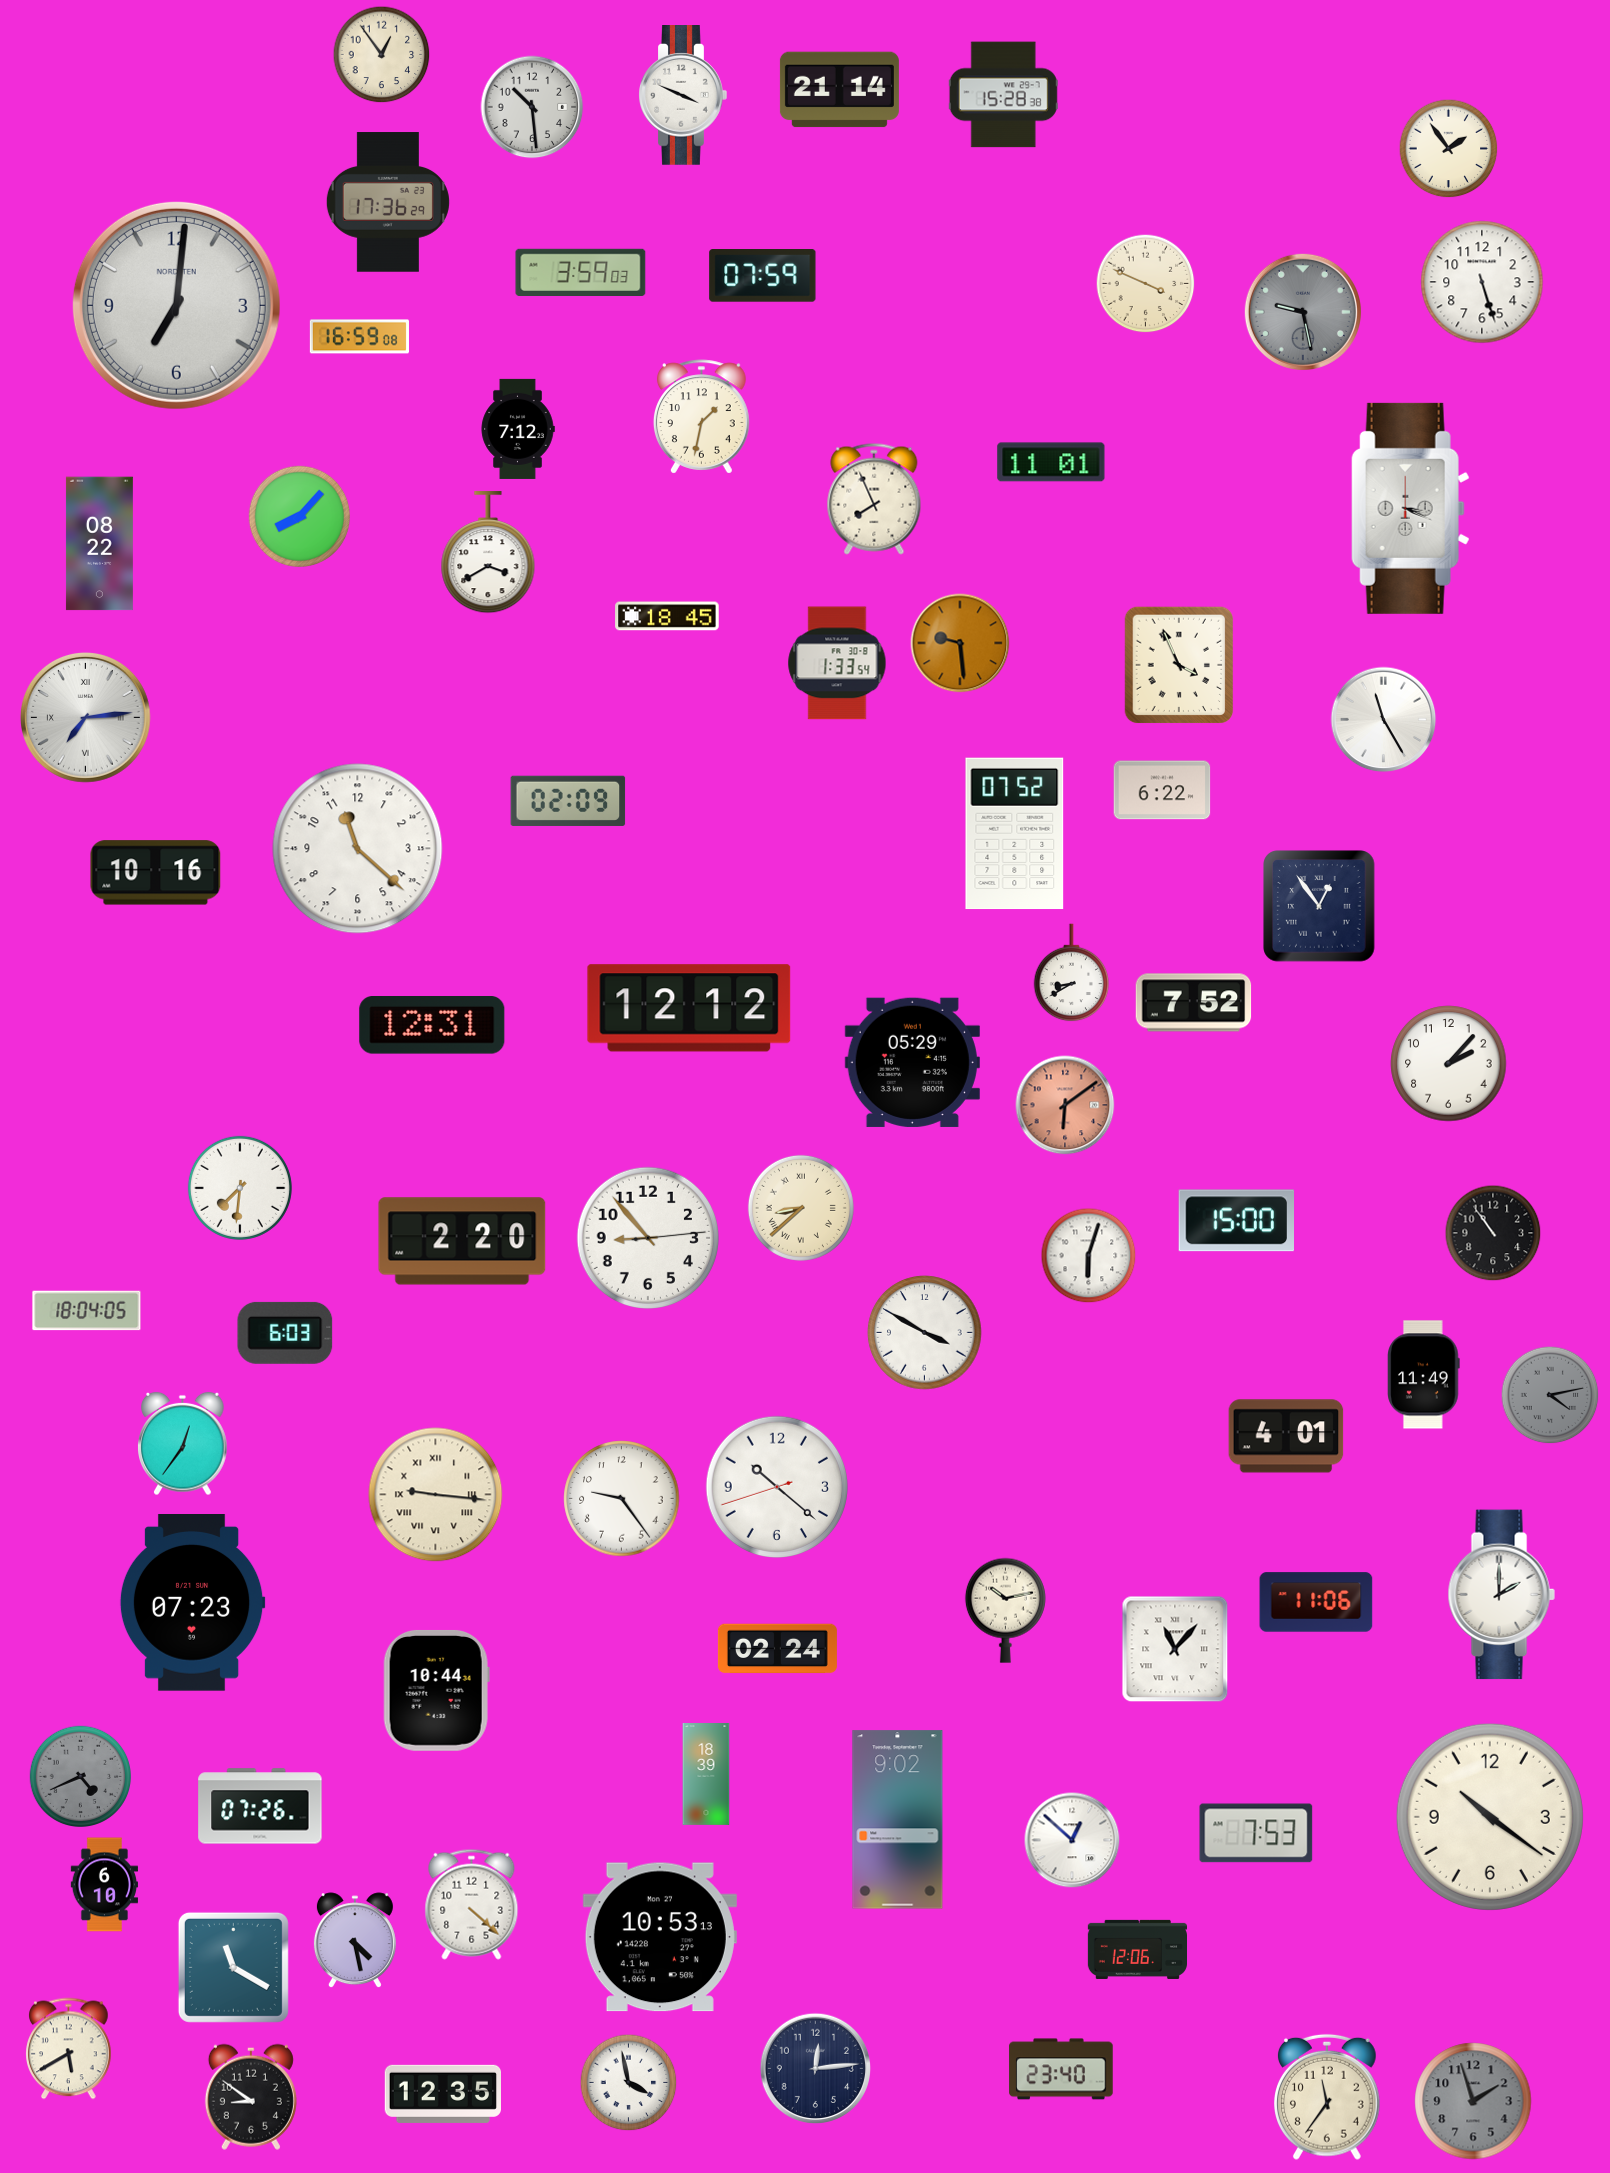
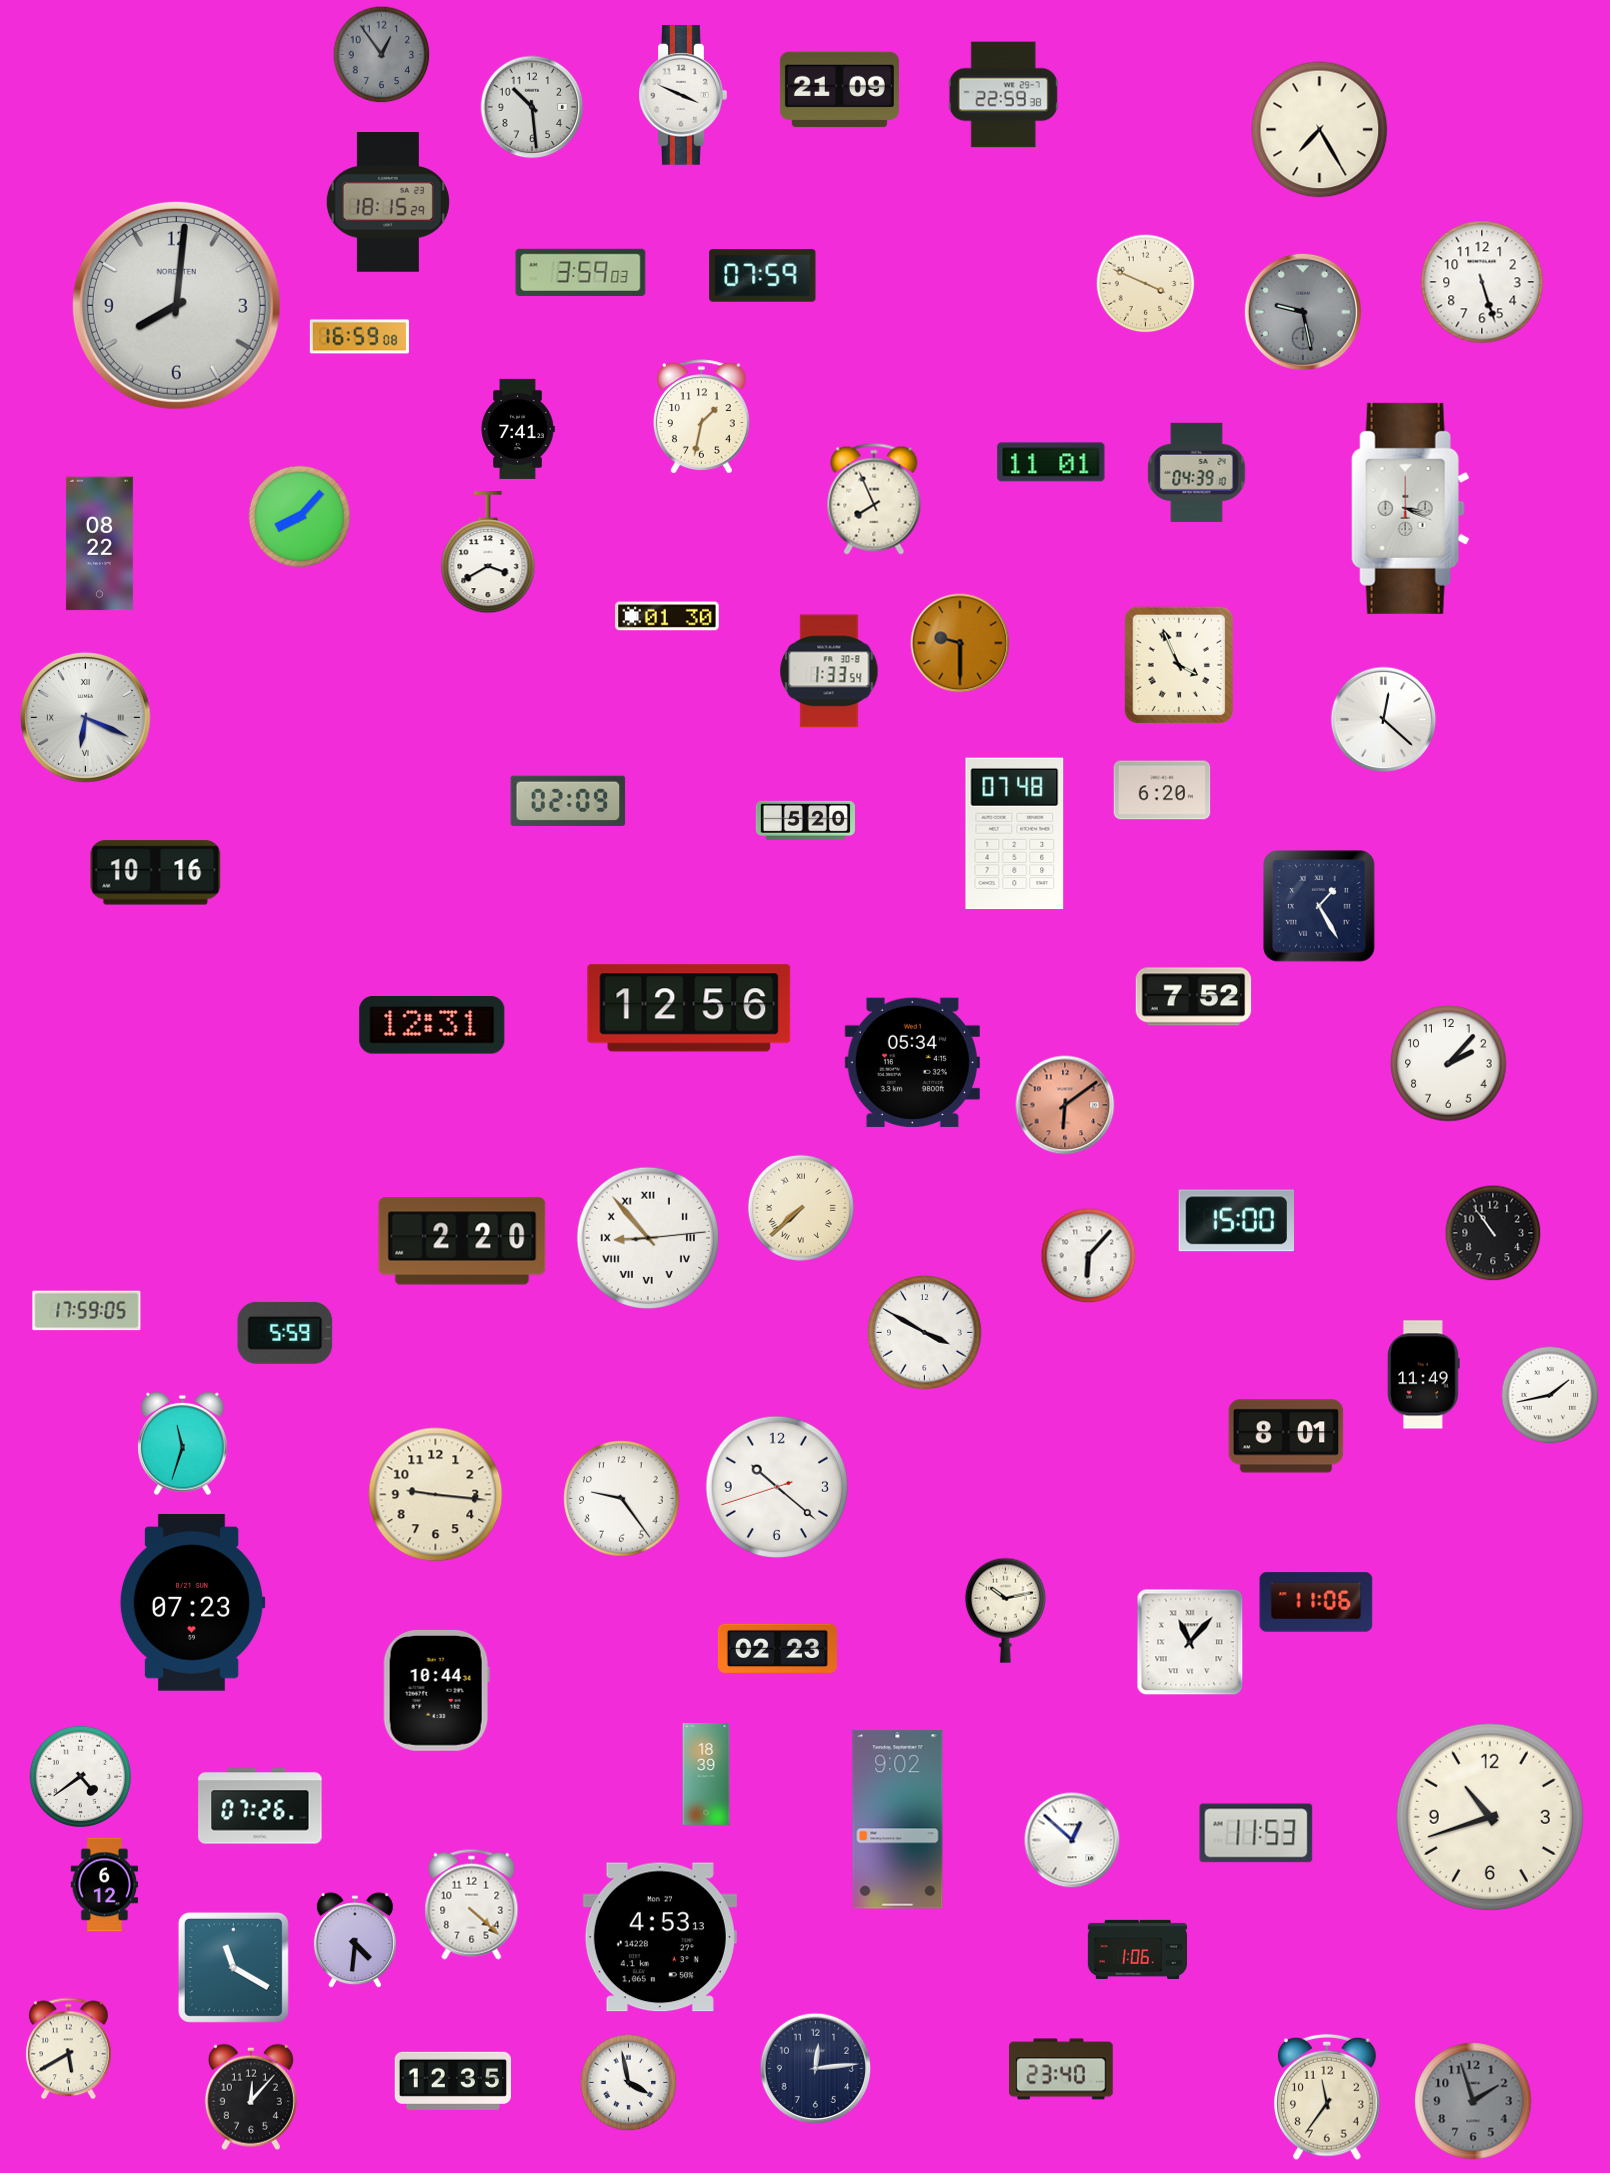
clock at (382, 55) dial: cream -> grey
clock at (839, 90): 21:14 -> 21:09
clock at (1003, 95): 15:28 -> 22:59
clock at (1320, 130): none -> 7:25
clock at (1449, 149): 1:54 -> none
clock at (388, 202): 17:36 -> 18:15
clock at (176, 305): 7:01 -> 8:01
clock at (518, 429): 7:12 -> 7:41
clock at (1197, 472): none -> 04:39
clock at (667, 616): 18:45 -> 01:30
clock at (960, 643): 9:29 -> 9:30
clock at (837, 663) position: (837, 663) -> (829, 671)
clock at (85, 717): 7:14 -> 6:19
clock at (1384, 720): 11:25 -> 12:22
clock at (1162, 790): 6:22 -> 6:20
clock at (805, 820): none -> 5:20
clock at (1015, 834): 07:52 -> 07:48
clock at (358, 849): 11:22 -> none
clock at (1319, 906): 12:54 -> 1:25
clock at (1072, 973): 8:40 -> none
clock at (1194, 1003) position: (1194, 1003) -> (1194, 997)
clock at (689, 1008): 12:12 -> 12:56
clock at (912, 1062): 05:29 -> 05:34
clock at (240, 1188): 7:31 -> none
clock at (801, 1208): 8:38 -> 7:38
clock at (647, 1237) numerals: Arabic -> Roman
clock at (1089, 1256): 6:03 -> 6:07
clock at (87, 1311): 18:04 -> 17:59
clock at (285, 1333): 6:03 -> 5:59
clock at (1550, 1395): 4:13 -> 1:43
clock at (1550, 1395) dial: grey -> white
clock at (1286, 1436): 4:01 -> 8:01
clock at (183, 1444): 12:36 -> 11:33
clock at (436, 1495) numerals: Roman -> Arabic
clock at (1501, 1595): 2:00 -> none
clock at (777, 1649): 02:24 -> 02:23
clock at (1175, 1649) position: (1175, 1649) -> (1190, 1642)
clock at (80, 1776): 4:41 -> 4:39
clock at (80, 1776) dial: grey -> white
clock at (1490, 1817): 10:21 -> 10:42
clock at (1256, 1833): 7:53 -> 11:53
clock at (104, 1885): 6:10 -> 6:12
clock at (660, 1937): 10:53 -> 4:53
clock at (355, 1941): 4:28 -> 4:31
clock at (1137, 1949): 12:06 -> 1:06
clock at (443, 2094) position: (443, 2094) -> (453, 2081)
clock at (251, 2097): 8:51 -> 12:07
